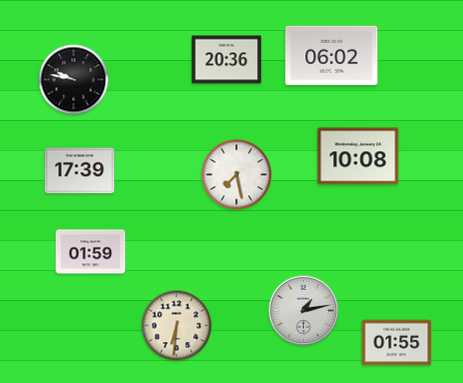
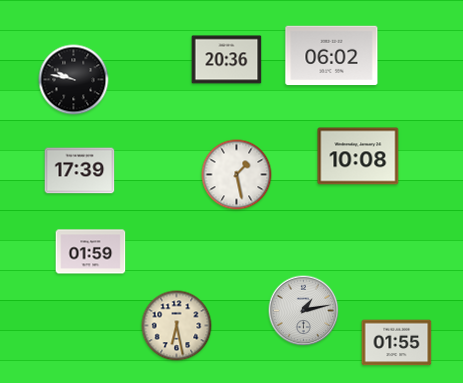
clock at (237, 175): 7:28 -> 1:28
clock at (177, 326): 6:31 -> 6:28
